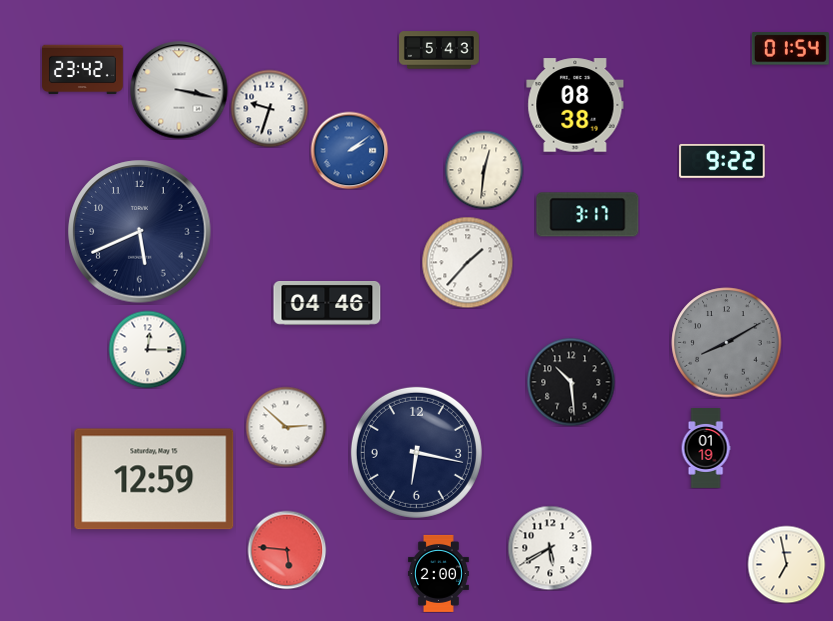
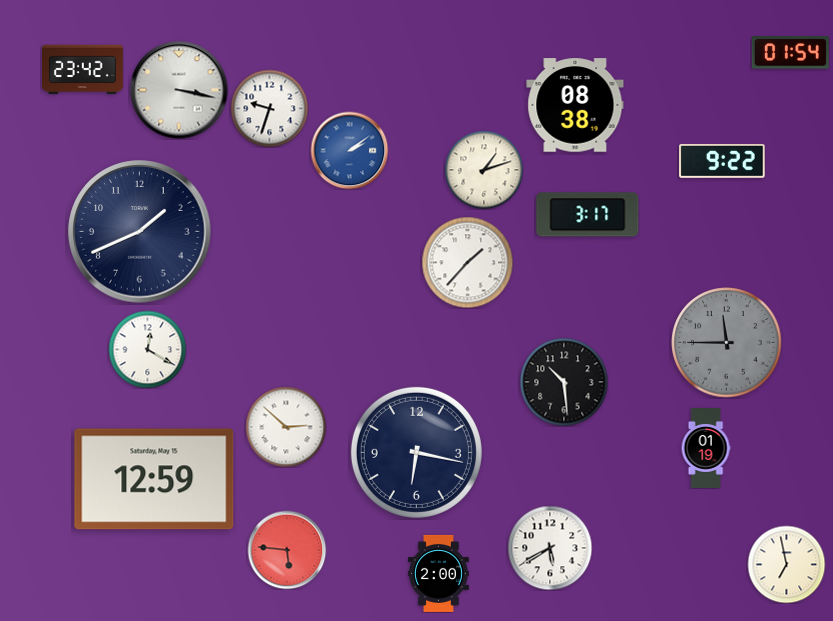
clock at (790, 49) position: (790, 49) -> (790, 53)
clock at (439, 50): 5:43 -> none
clock at (484, 170): 12:31 -> 1:12
clock at (140, 232): 5:41 -> 1:41
clock at (327, 304): 04:46 -> none
clock at (727, 343): 8:10 -> 11:45
clock at (147, 349): 12:15 -> 12:20
clock at (571, 382) position: (571, 382) -> (564, 382)
